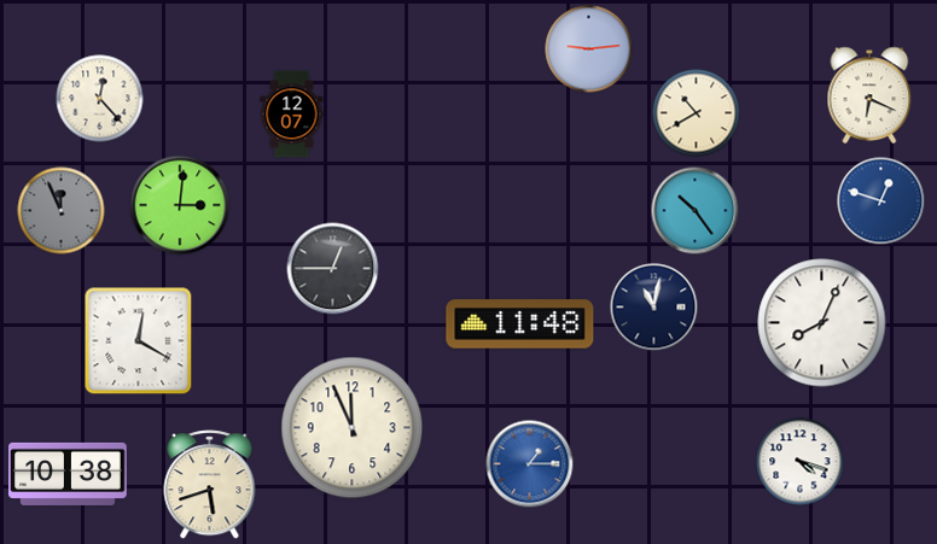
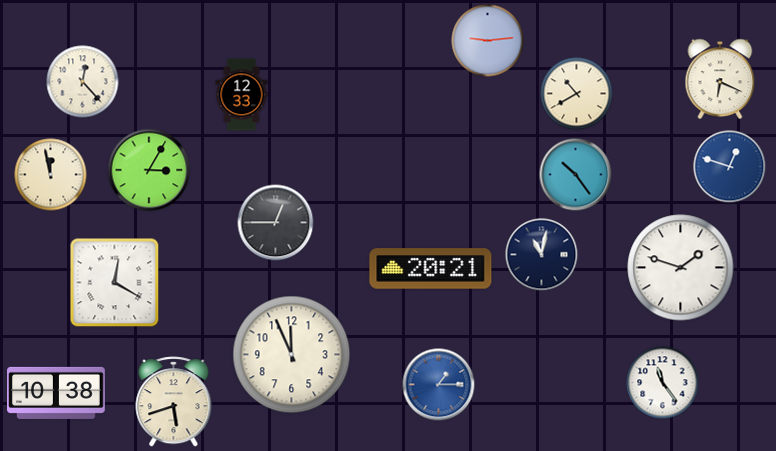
clock at (292, 115): 12:07 -> 12:33
clock at (180, 205): 3:01 -> 3:05
clock at (62, 211): 11:56 -> 11:58
clock at (62, 211) dial: grey -> cream
clock at (822, 323): 8:04 -> 1:48
clock at (520, 324): 11:48 -> 20:21
clock at (801, 462): 4:18 -> 11:24
